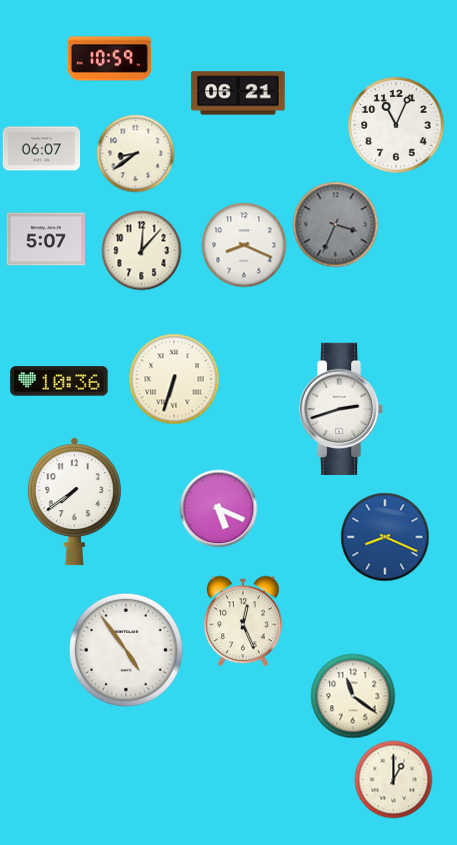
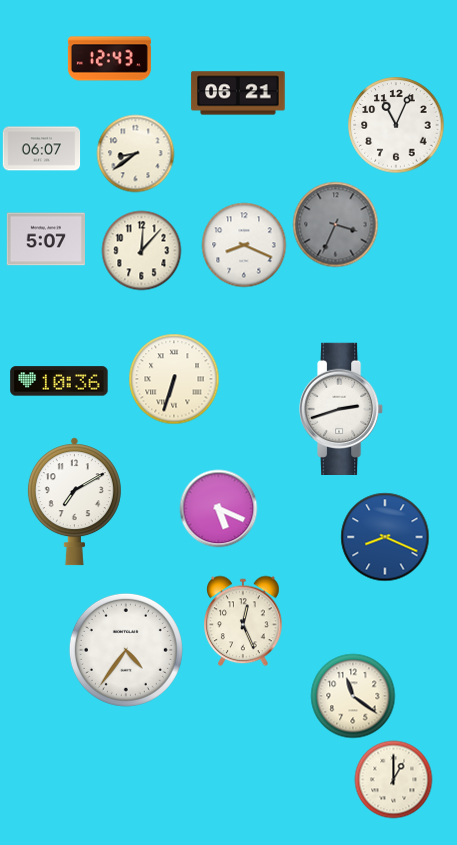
clock at (109, 59): 10:59 -> 12:43
clock at (74, 502): 7:39 -> 7:10
clock at (126, 650): 4:54 -> 4:36
